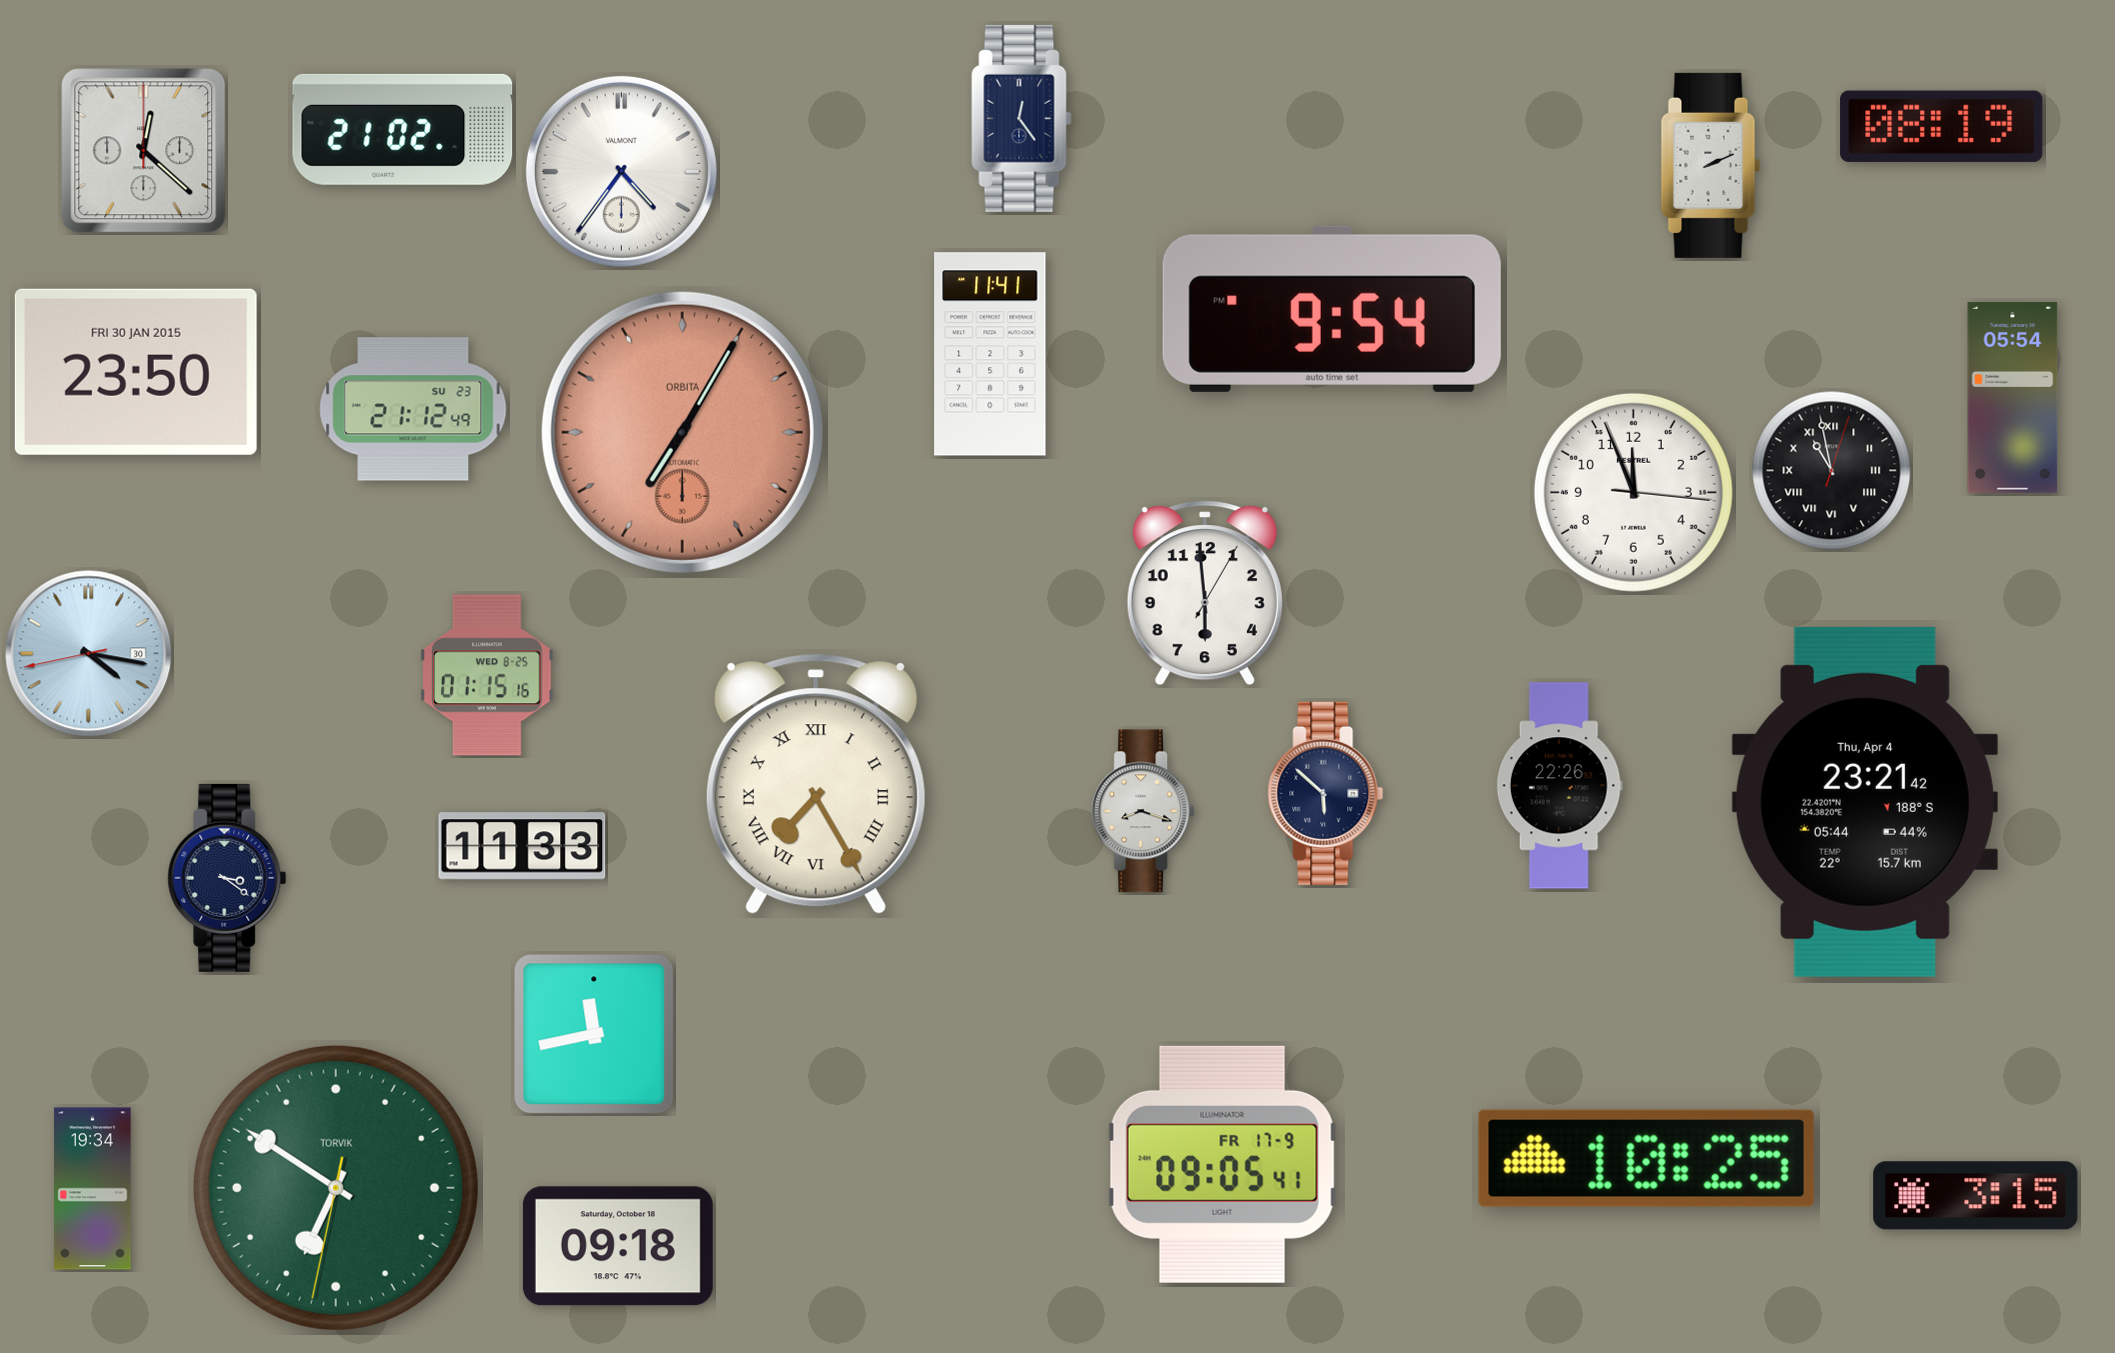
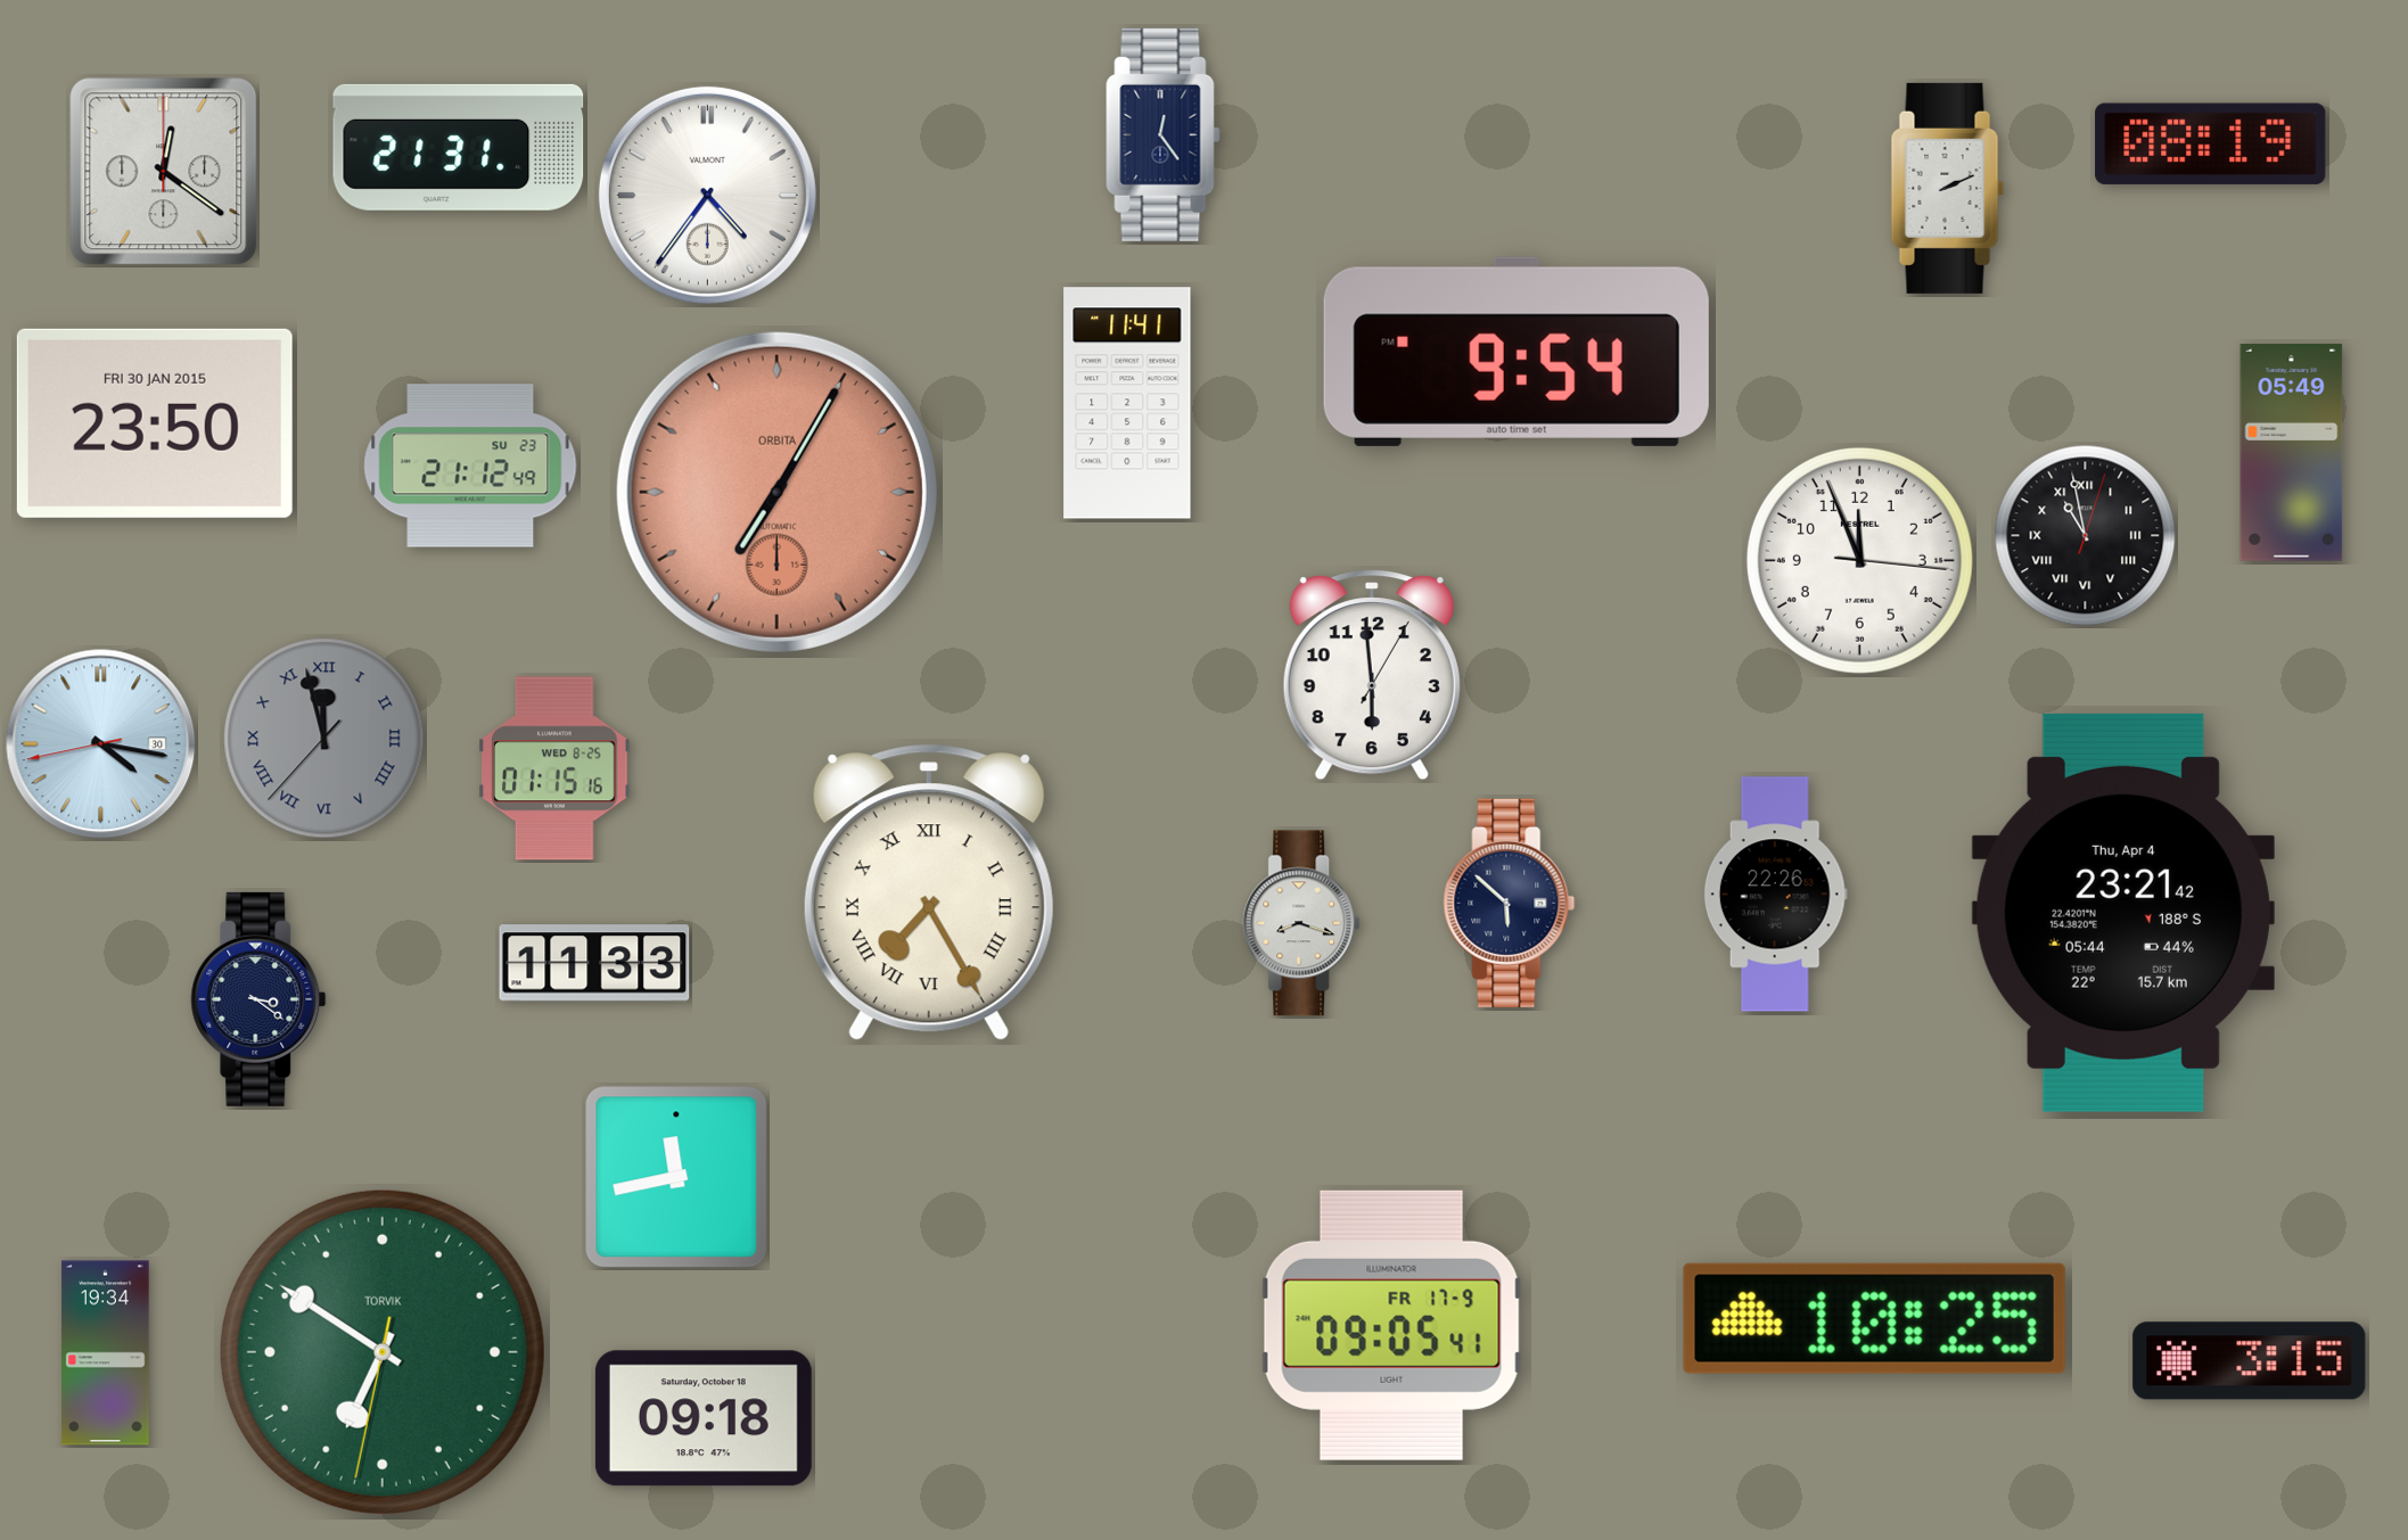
clock at (403, 129): 21:02 -> 21:31
clock at (144, 151): 12:22 -> 12:21
clock at (2013, 397): 05:54 -> 05:49
clock at (324, 739): none -> 11:57
